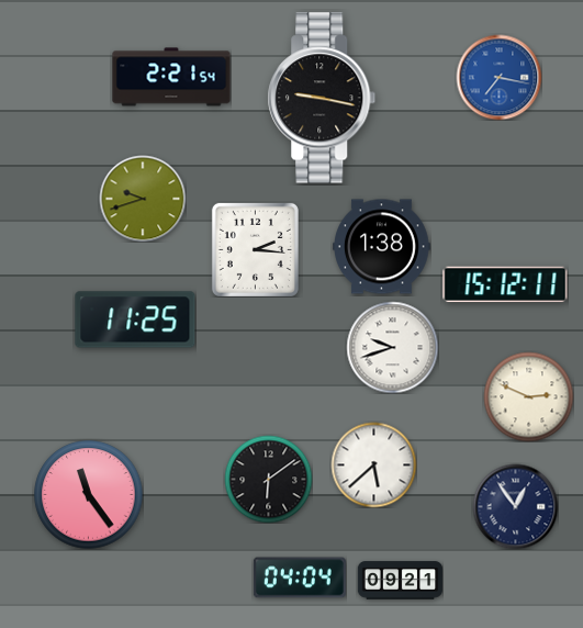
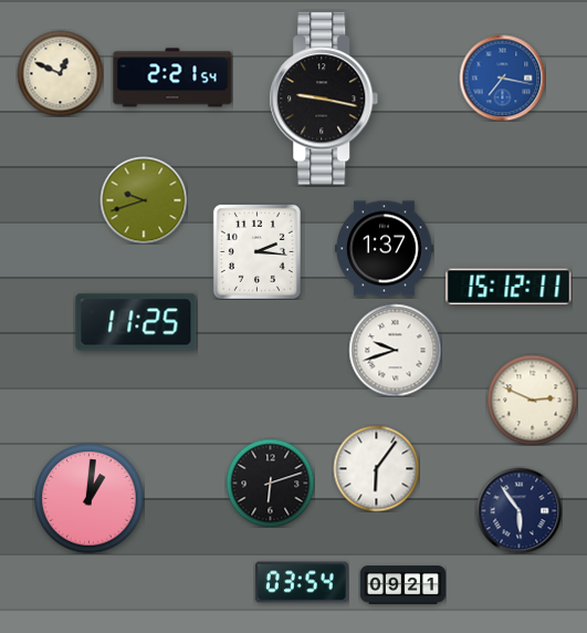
clock at (60, 73): none -> 12:49
clock at (382, 247): 1:38 -> 1:37
clock at (373, 464): 5:38 -> 6:06
clock at (268, 479): 6:09 -> 6:12
clock at (89, 495): 11:24 -> 1:01
clock at (515, 506): 12:54 -> 5:54
clock at (300, 577): 04:04 -> 03:54
